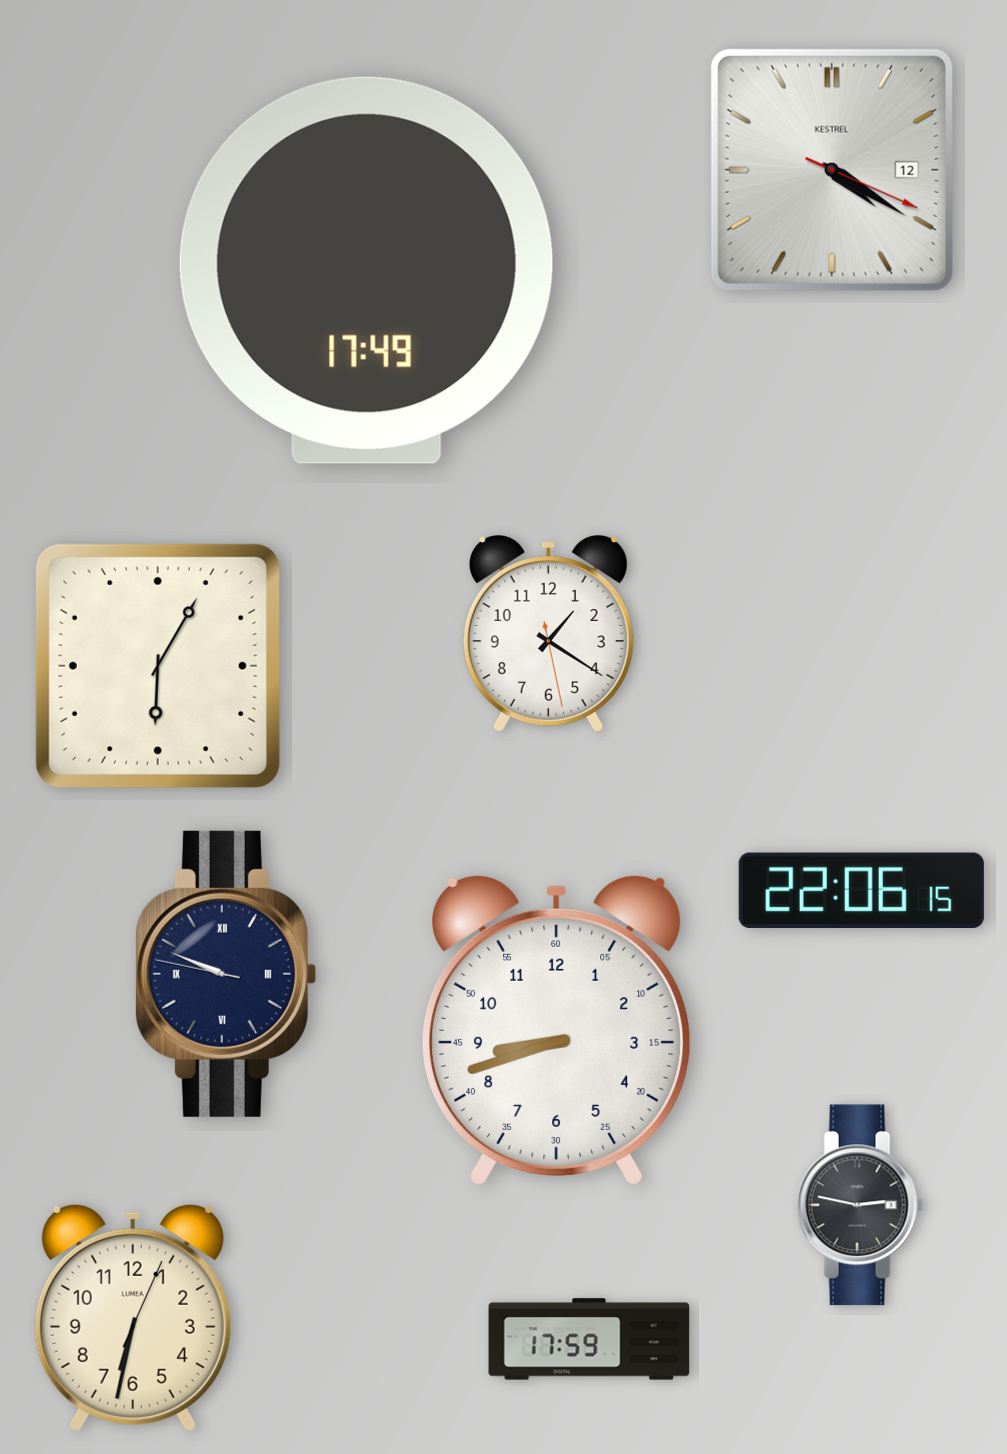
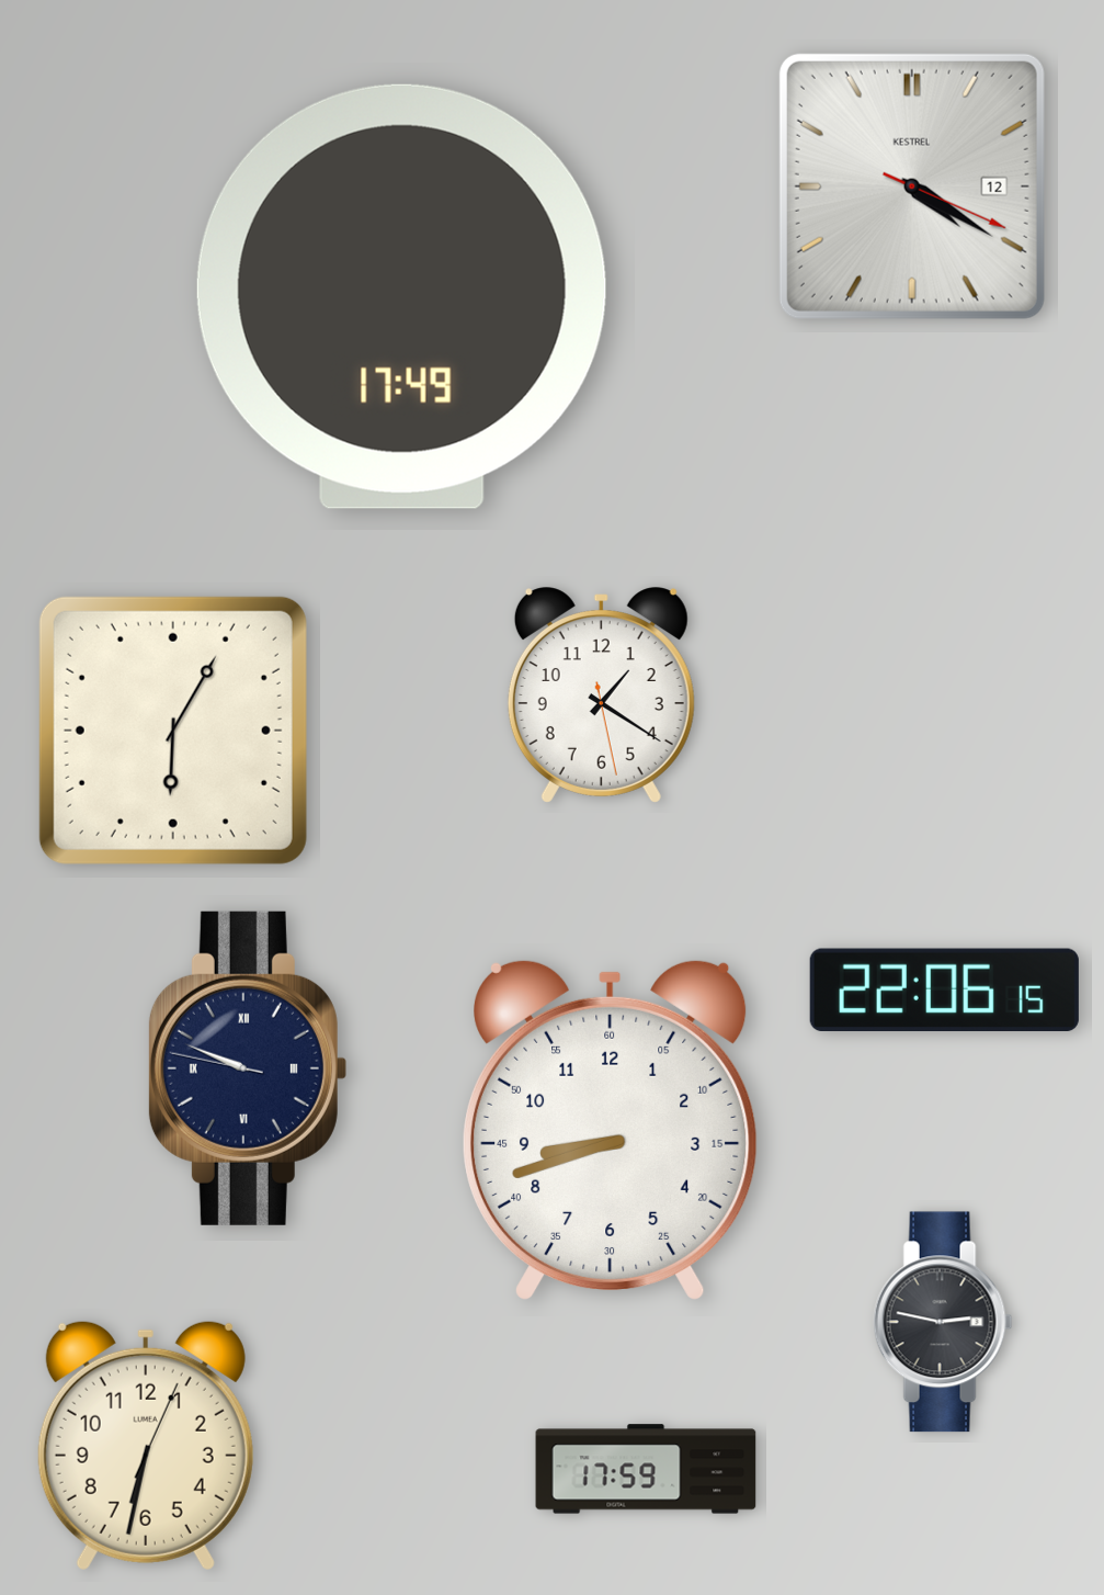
clock at (861, 890) position: (861, 890) -> (944, 989)
